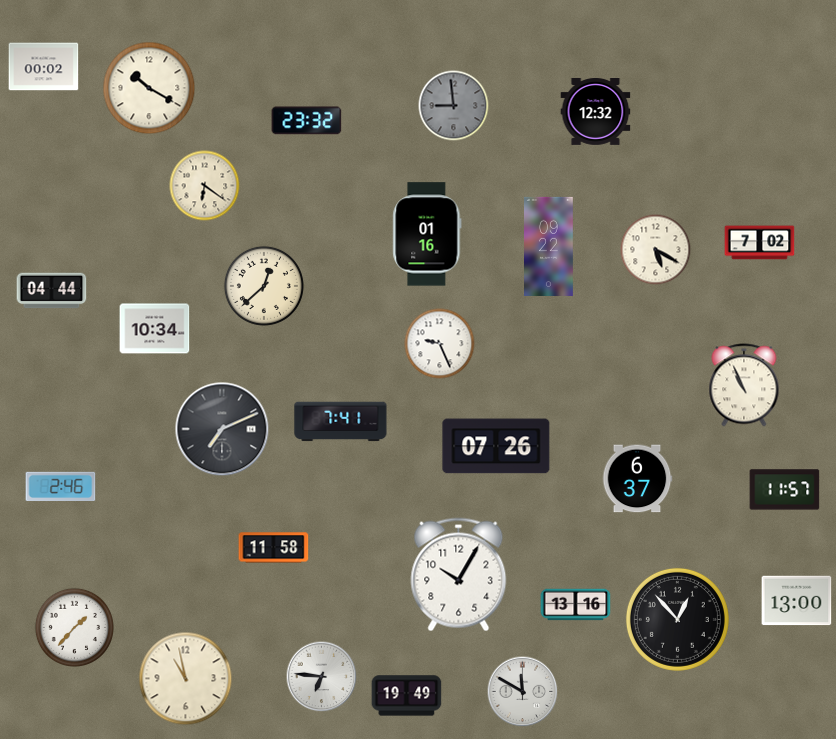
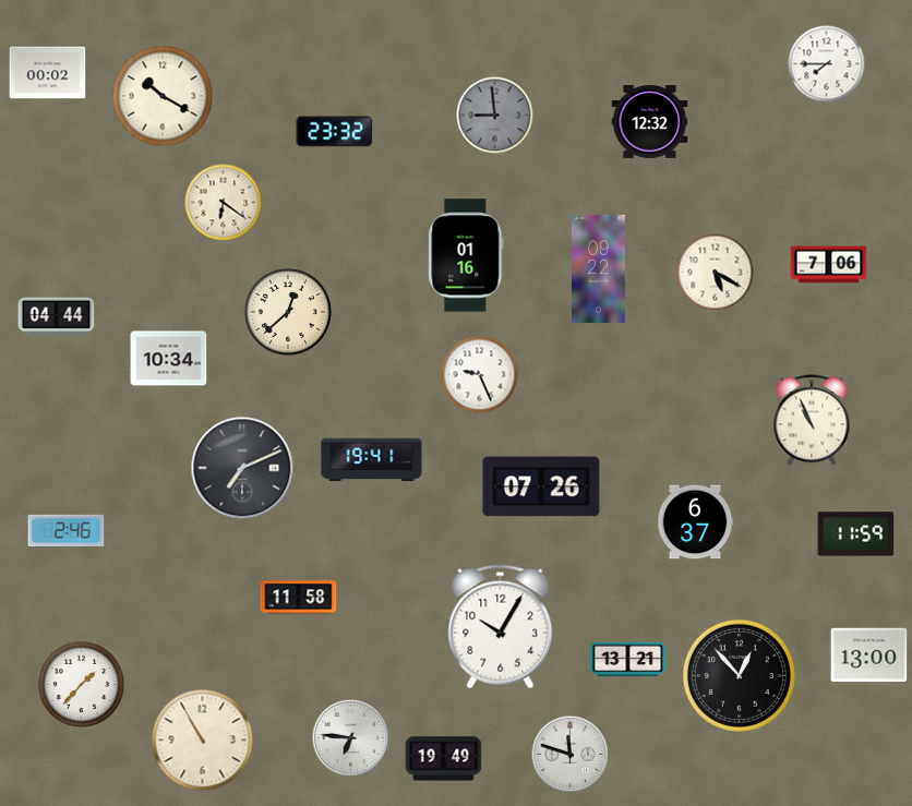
clock at (827, 64): none -> 7:45
clock at (760, 243): 7:02 -> 7:06
clock at (341, 422): 7:41 -> 19:41
clock at (785, 490): 11:57 -> 11:59
clock at (576, 605): 13:16 -> 13:21
clock at (186, 679): 10:58 -> 10:55
clock at (523, 692): 11:50 -> 11:48
